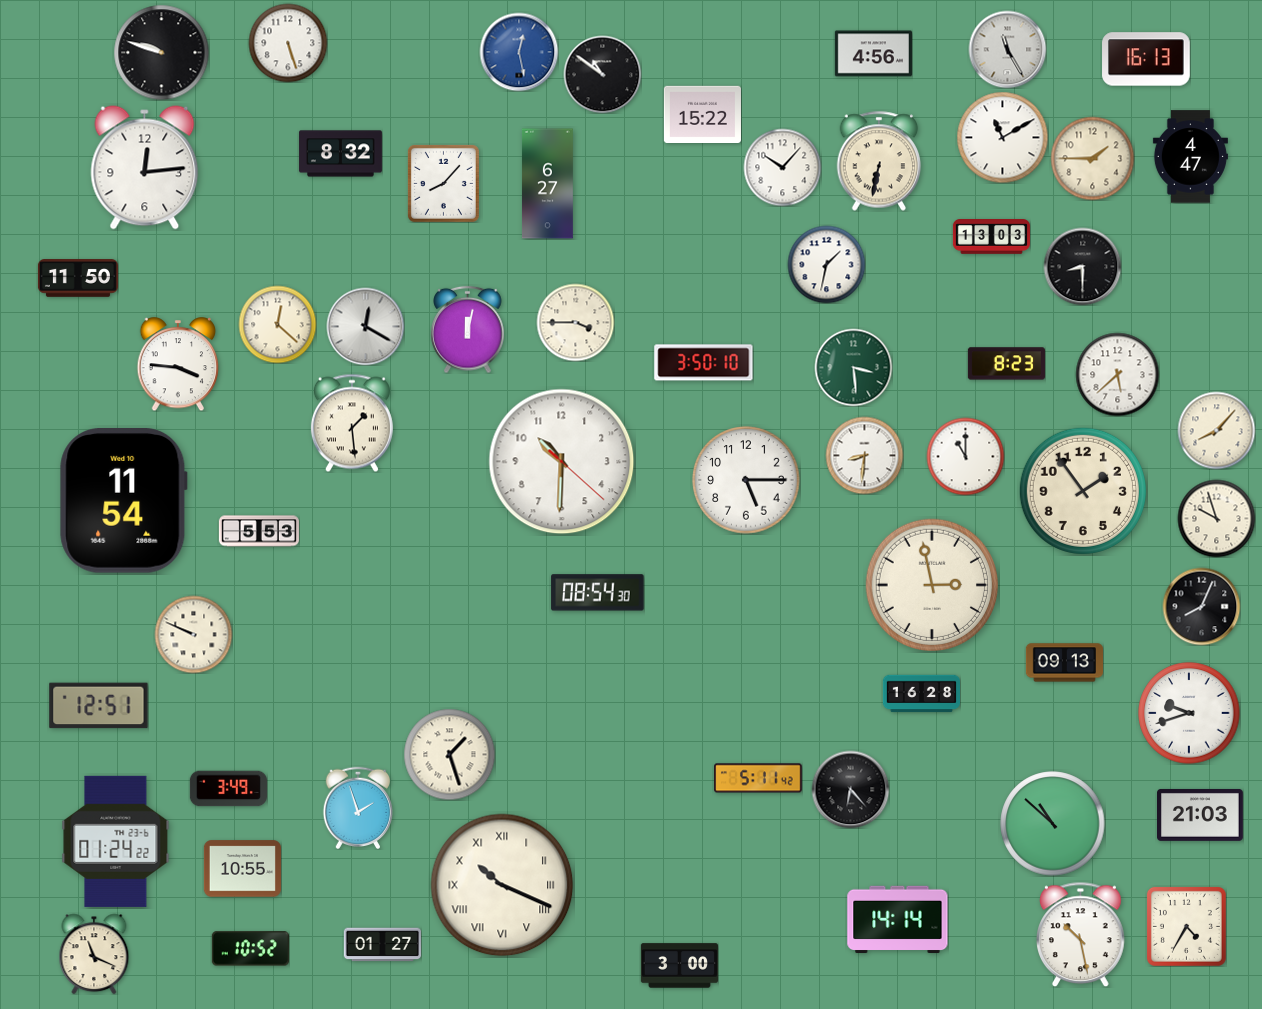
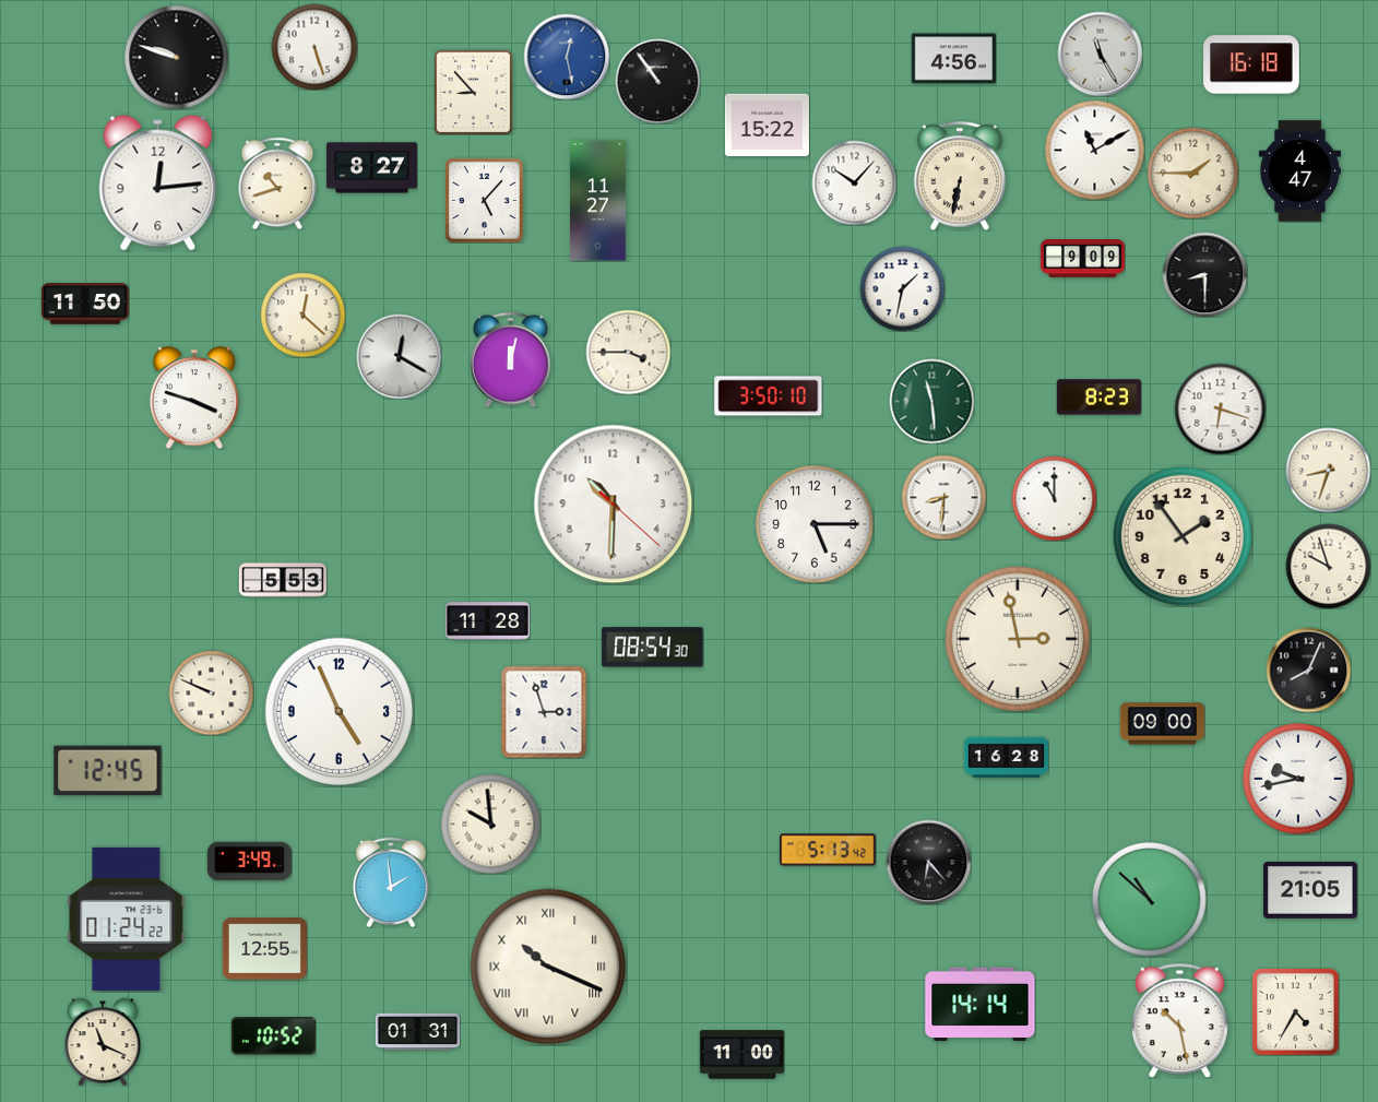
clock at (1146, 59): 16:13 -> 16:18
clock at (602, 74): 10:51 -> 10:54
clock at (474, 92): none -> 8:53
clock at (340, 154): 8:32 -> 8:27
clock at (277, 183): none -> 10:42
clock at (443, 183): 8:07 -> 5:07
clock at (547, 184): 6:27 -> 11:27
clock at (991, 237): 13:03 -> 9:09
clock at (1082, 266) position: (1082, 266) -> (1204, 274)
clock at (277, 324) position: (277, 324) -> (302, 315)
clock at (178, 365): 3:46 -> 3:48
clock at (853, 367): 3:29 -> 11:29
clock at (1117, 374): 5:38 -> 6:18
clock at (352, 423): 1:29 -> none
clock at (1216, 430): 8:07 -> 8:33
clock at (124, 501): 11:54 -> none
clock at (487, 621): none -> 11:28
clock at (1201, 606) position: (1201, 606) -> (1308, 670)
clock at (340, 712): none -> 4:56
clock at (544, 712): none -> 2:57
clock at (1064, 663): 09:13 -> 09:00
clock at (99, 706): 12:51 -> 12:45
clock at (1189, 713): 9:42 -> 9:43
clock at (449, 754): 1:27 -> 9:59
clock at (758, 778): 5:11 -> 5:13
clock at (358, 808): 1:57 -> 1:59
clock at (1201, 815): 21:03 -> 21:05
clock at (242, 869): 10:55 -> 12:55
clock at (382, 945): 01:27 -> 01:31
clock at (679, 966): 3:00 -> 11:00
